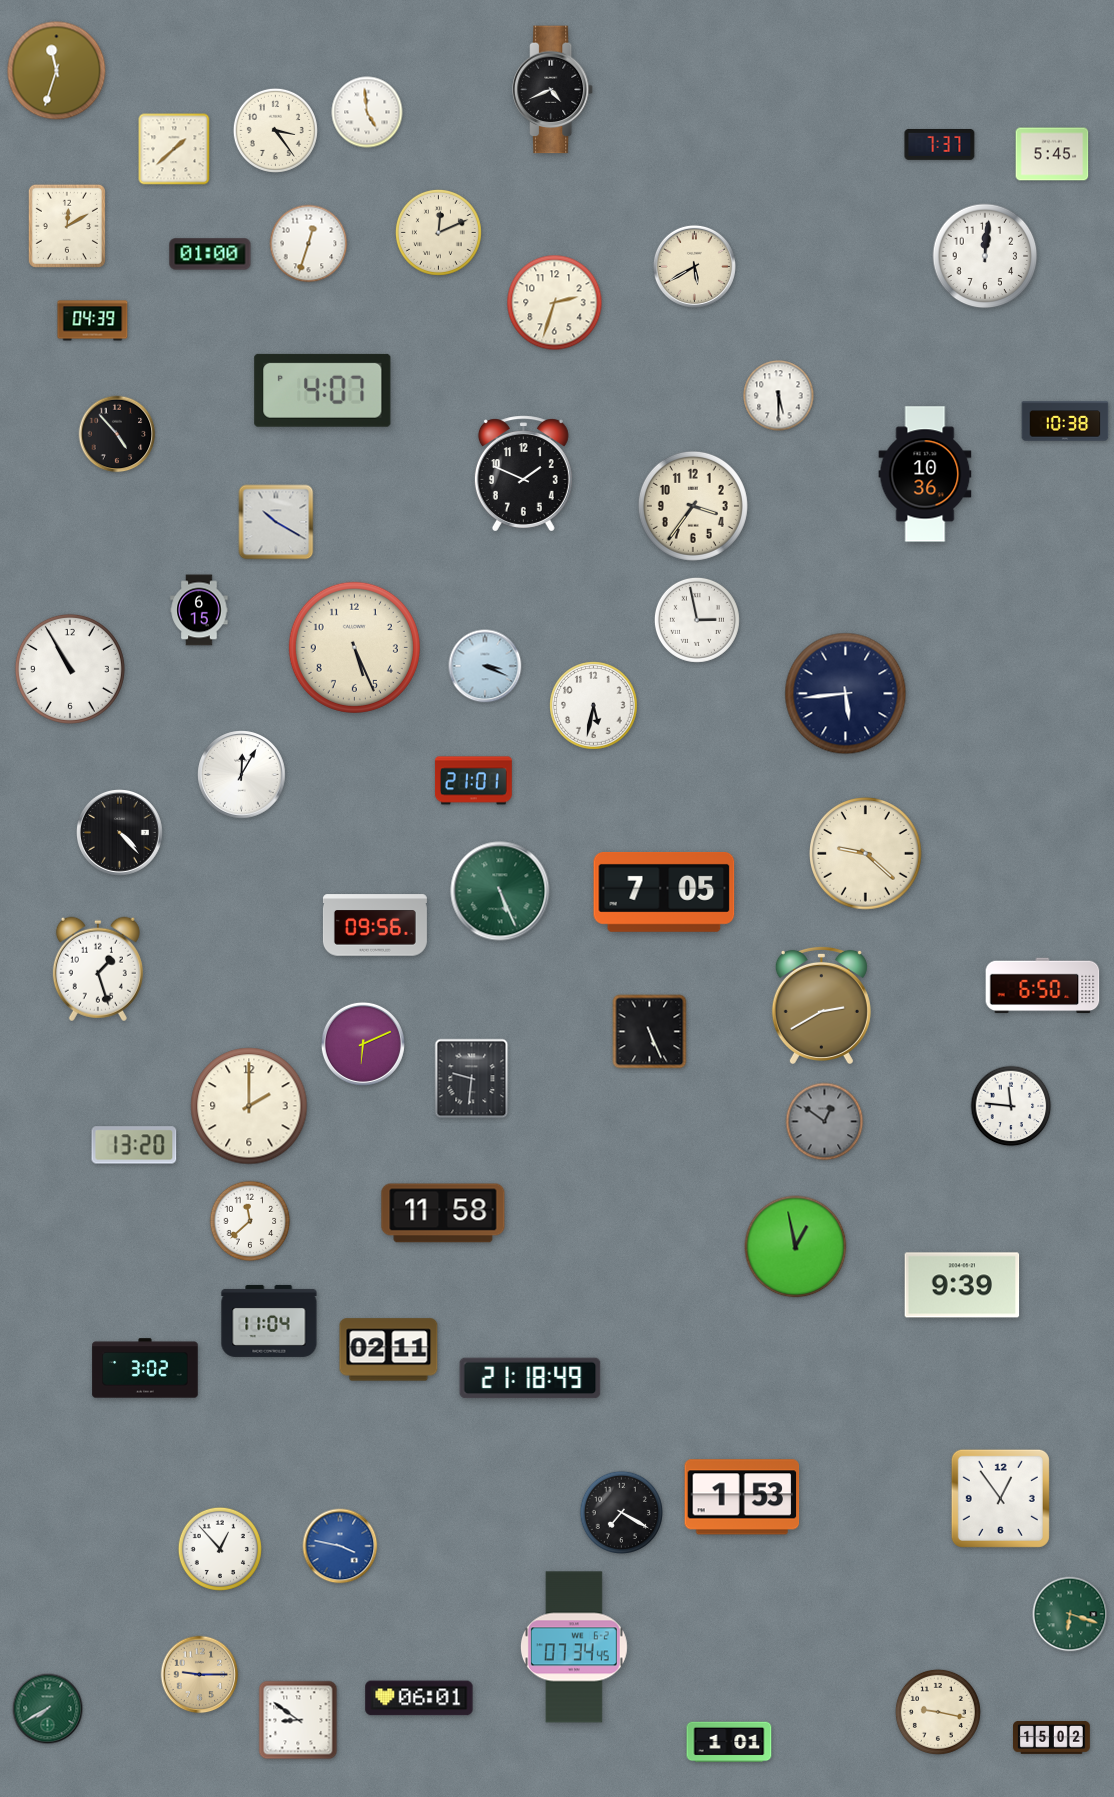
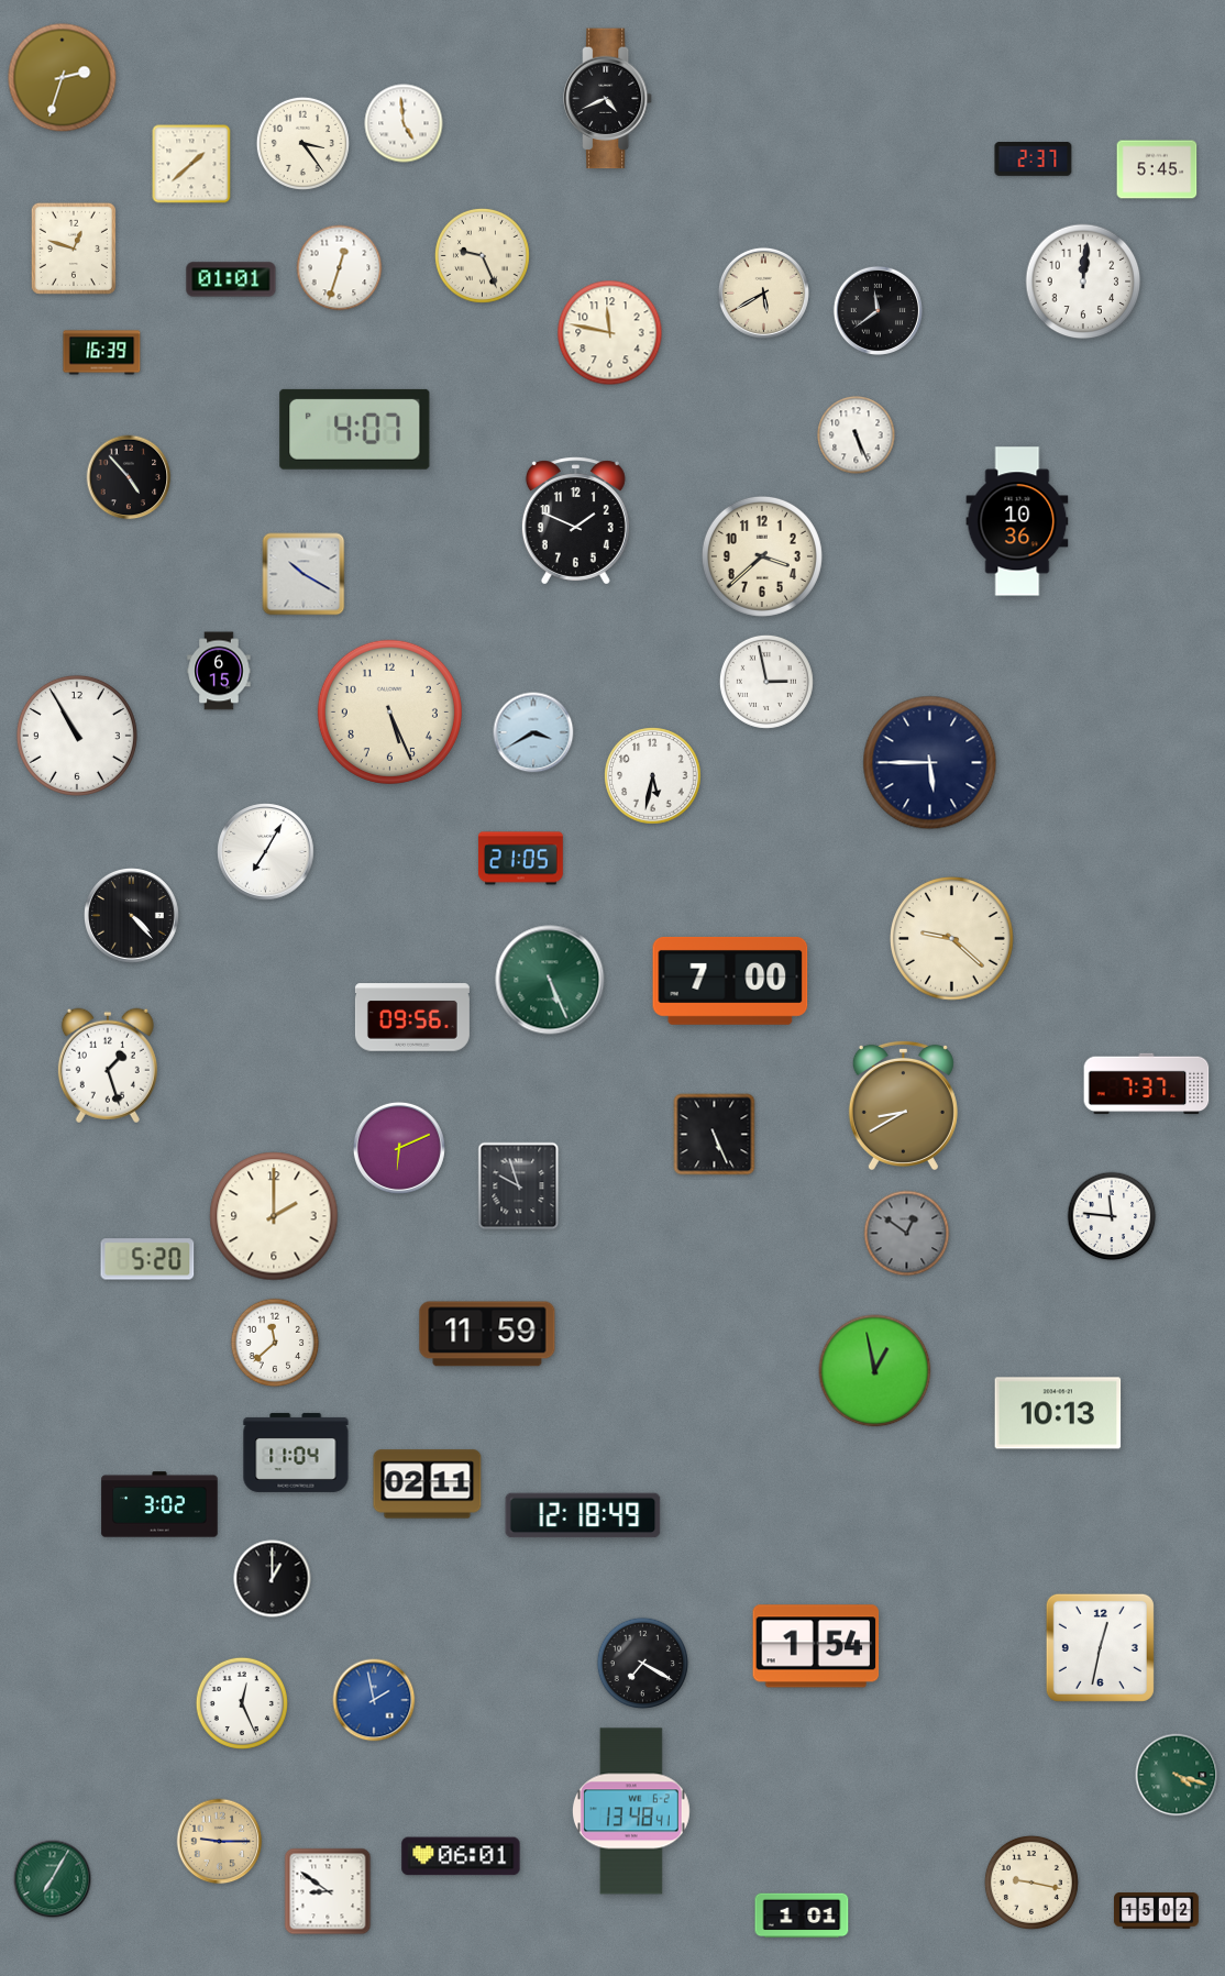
clock at (57, 71): 11:33 -> 2:33
clock at (940, 145): 7:37 -> 2:37
clock at (67, 226): 12:10 -> 12:48
clock at (438, 232): 12:11 -> 9:26
clock at (210, 254): 01:00 -> 01:01
clock at (878, 310): none -> 11:39
clock at (555, 303): 2:33 -> 11:47
clock at (93, 321): 04:39 -> 16:39
clock at (779, 396): 5:30 -> 5:26
clock at (1065, 421): 10:38 -> none
clock at (693, 506): 3:36 -> 3:38
clock at (485, 666): 3:19 -> 3:40
clock at (846, 694): 5:44 -> 5:45
clock at (242, 775): 12:05 -> 7:05
clock at (473, 781): 21:01 -> 21:05
clock at (664, 892): 7:05 -> 7:00
clock at (1043, 986): 6:50 -> 7:37
clock at (821, 1005): 2:40 -> 8:40
clock at (472, 1079): 9:31 -> 9:57
clock at (134, 1145): 13:20 -> 5:20
clock at (443, 1213): 11:58 -> 11:59
clock at (962, 1285): 9:39 -> 10:13
clock at (530, 1378): 21:18 -> 12:18
clock at (273, 1579): none -> 1:00
clock at (742, 1497): 1:53 -> 1:54
clock at (1000, 1498): 12:54 -> 12:32
clock at (621, 1512) position: (621, 1512) -> (642, 1663)
clock at (340, 1546): 3:47 -> 1:58
clock at (220, 1549): 12:53 -> 12:26
clock at (1070, 1614): 6:18 -> 4:18
clock at (574, 1647): 07:34 -> 13:48
clock at (419, 1698) position: (419, 1698) -> (461, 1856)
clock at (48, 1709): 7:40 -> 7:05
